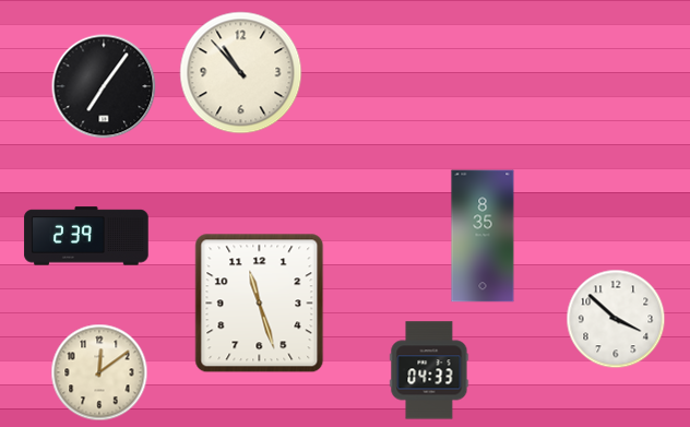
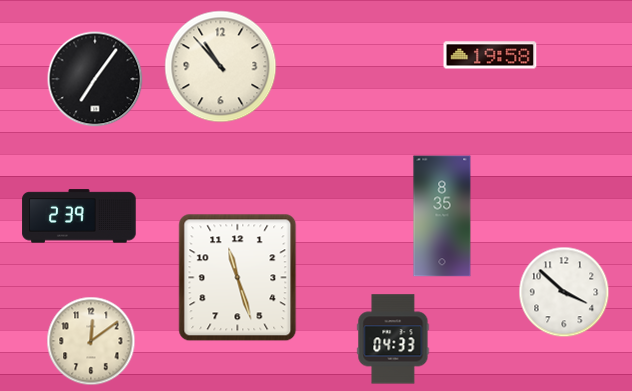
clock at (490, 55): none -> 19:58
